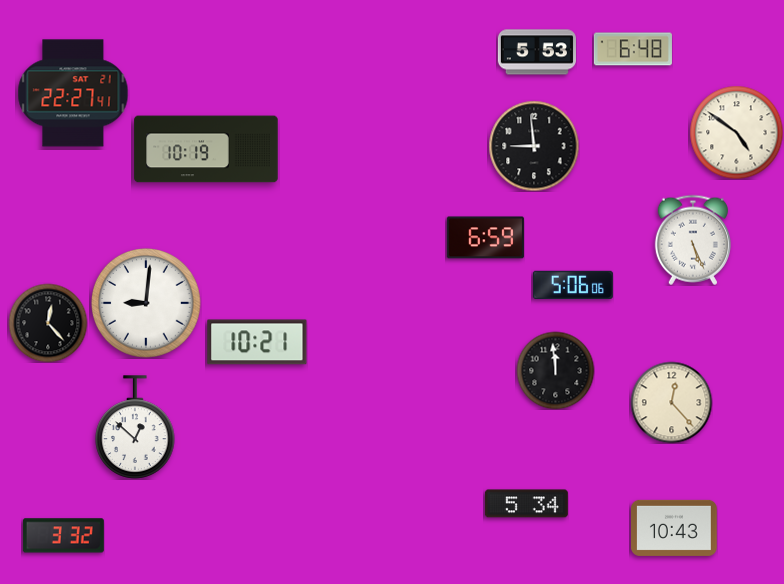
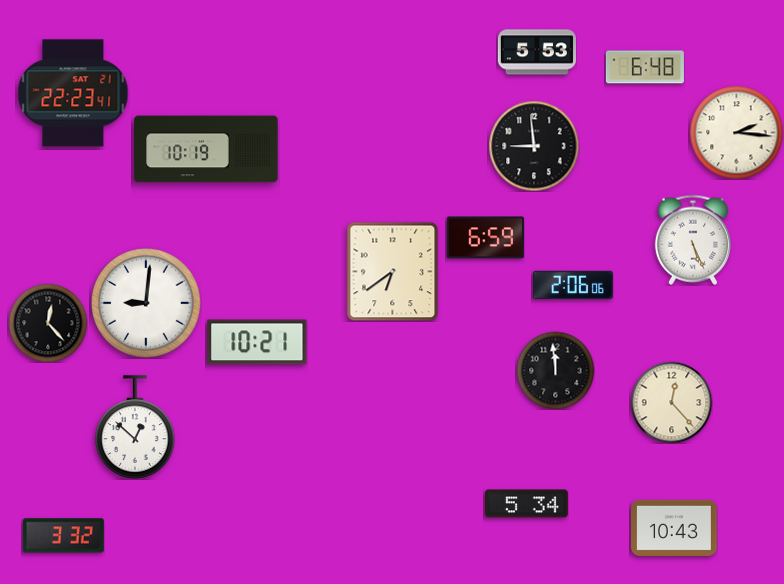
clock at (633, 49) position: (633, 49) -> (645, 67)
clock at (73, 93): 22:27 -> 22:23
clock at (736, 132): 4:51 -> 2:16
clock at (393, 271): none -> 6:39
clock at (573, 284): 5:06 -> 2:06
